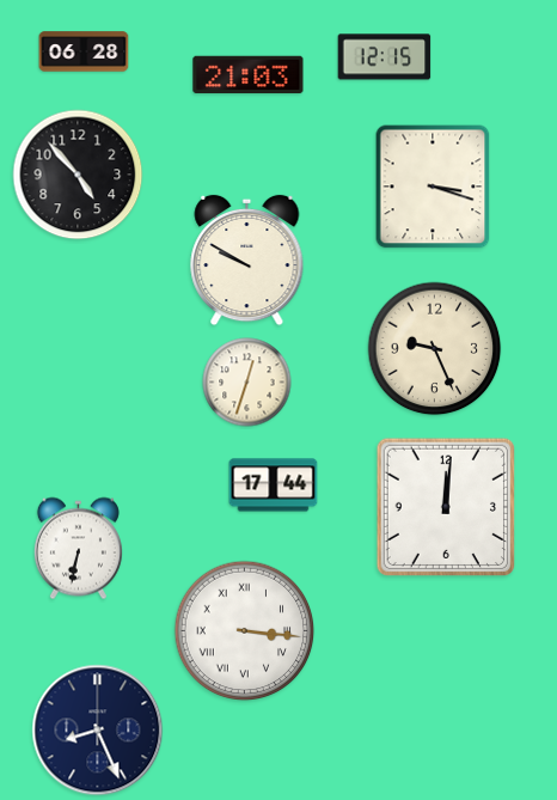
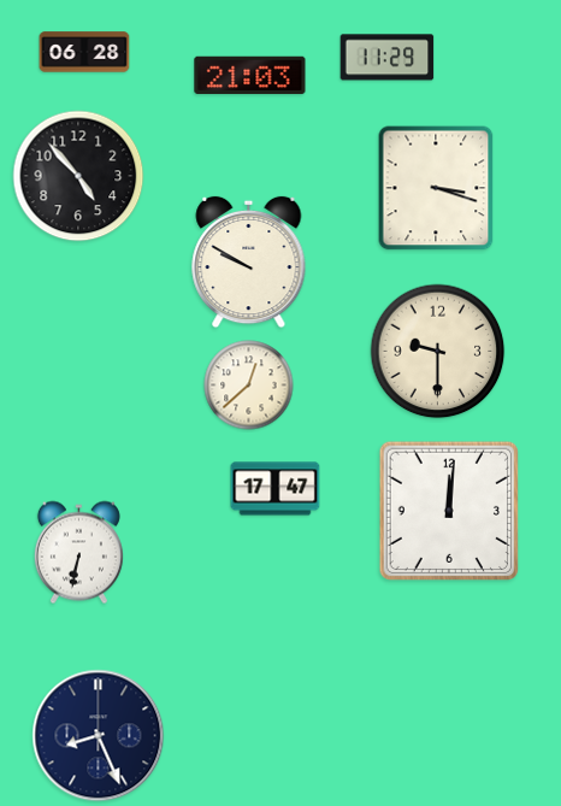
clock at (385, 57): 12:15 -> 11:29
clock at (435, 349): 9:26 -> 9:30
clock at (247, 383): 12:33 -> 12:38
clock at (274, 486): 17:44 -> 17:47
clock at (245, 631): 3:16 -> none
